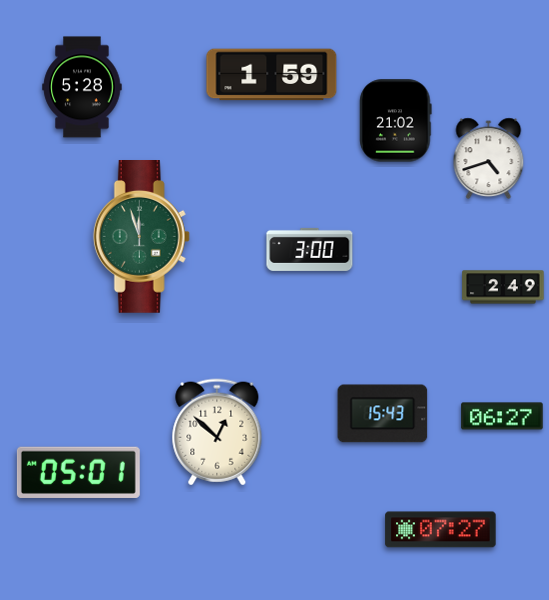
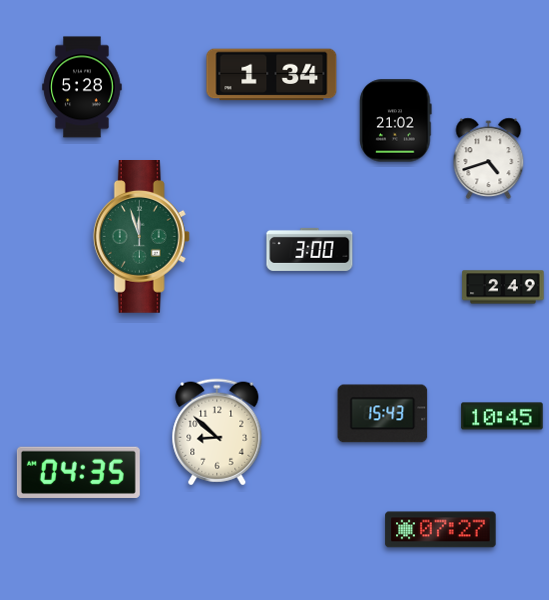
clock at (272, 75): 1:59 -> 1:34
clock at (502, 416): 06:27 -> 10:45
clock at (217, 432): 12:52 -> 8:52
clock at (78, 472): 05:01 -> 04:35
